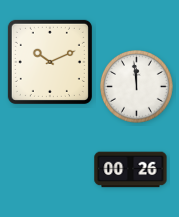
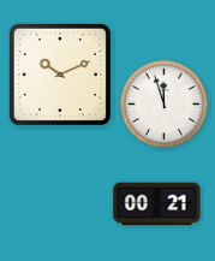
clock at (137, 87): 11:59 -> 11:57
clock at (131, 170): 00:26 -> 00:21
